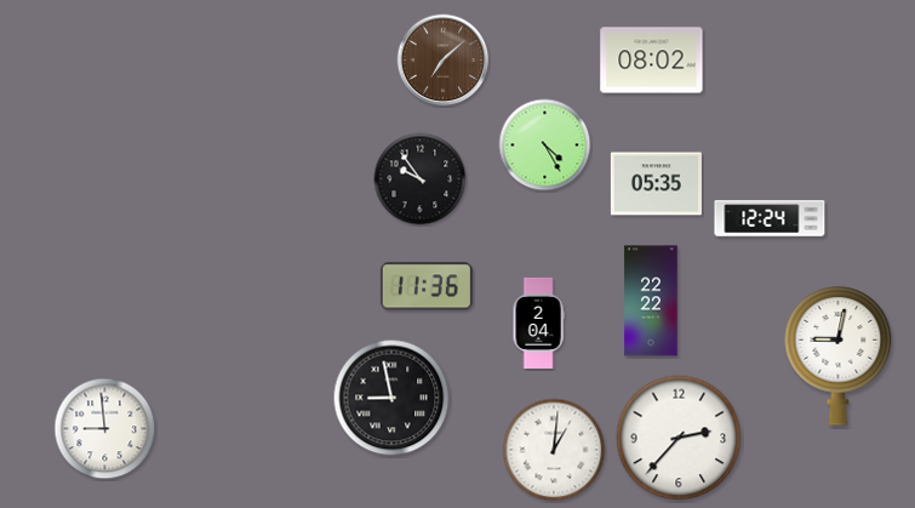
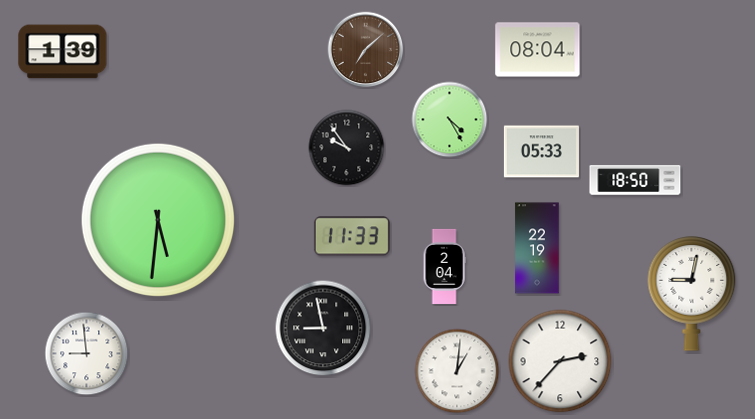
clock at (652, 61): 08:02 -> 08:04
clock at (63, 52): none -> 1:39
clock at (656, 184): 05:35 -> 05:33
clock at (770, 218): 12:24 -> 18:50
clock at (158, 220): none -> 5:31
clock at (427, 286): 11:36 -> 11:33
clock at (651, 301): 22:22 -> 22:19
